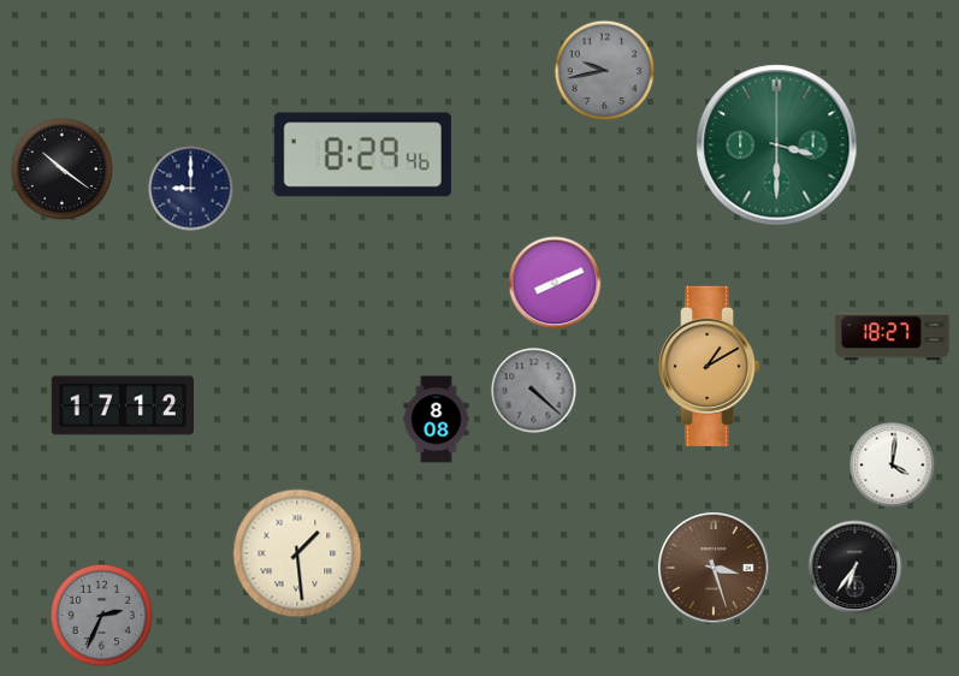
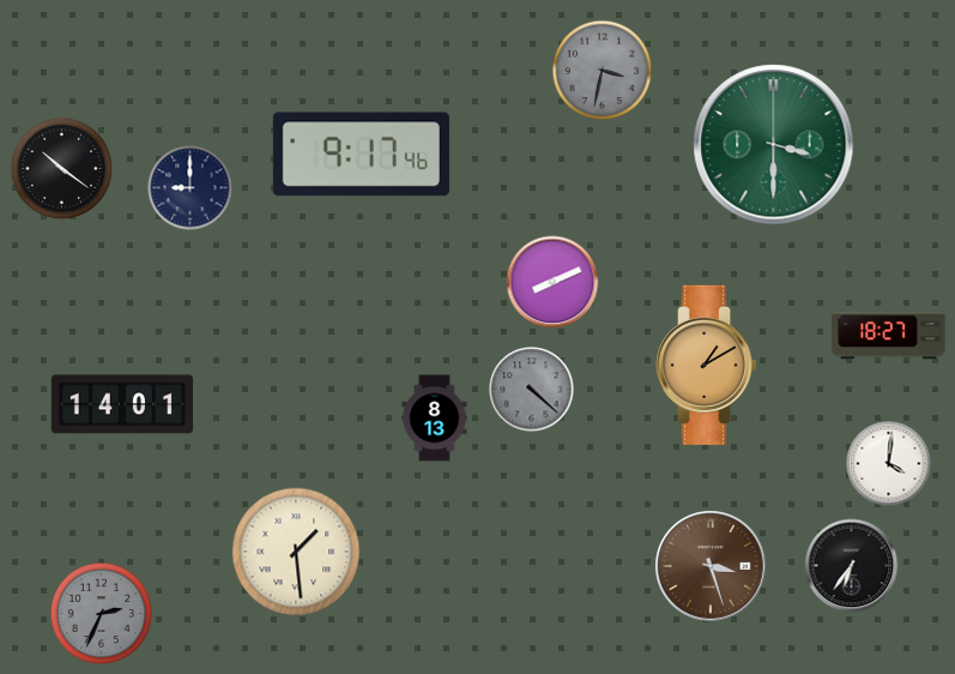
clock at (605, 71): 9:43 -> 3:32
clock at (362, 155): 8:29 -> 9:17
clock at (122, 405): 17:12 -> 14:01
clock at (437, 420): 8:08 -> 8:13
